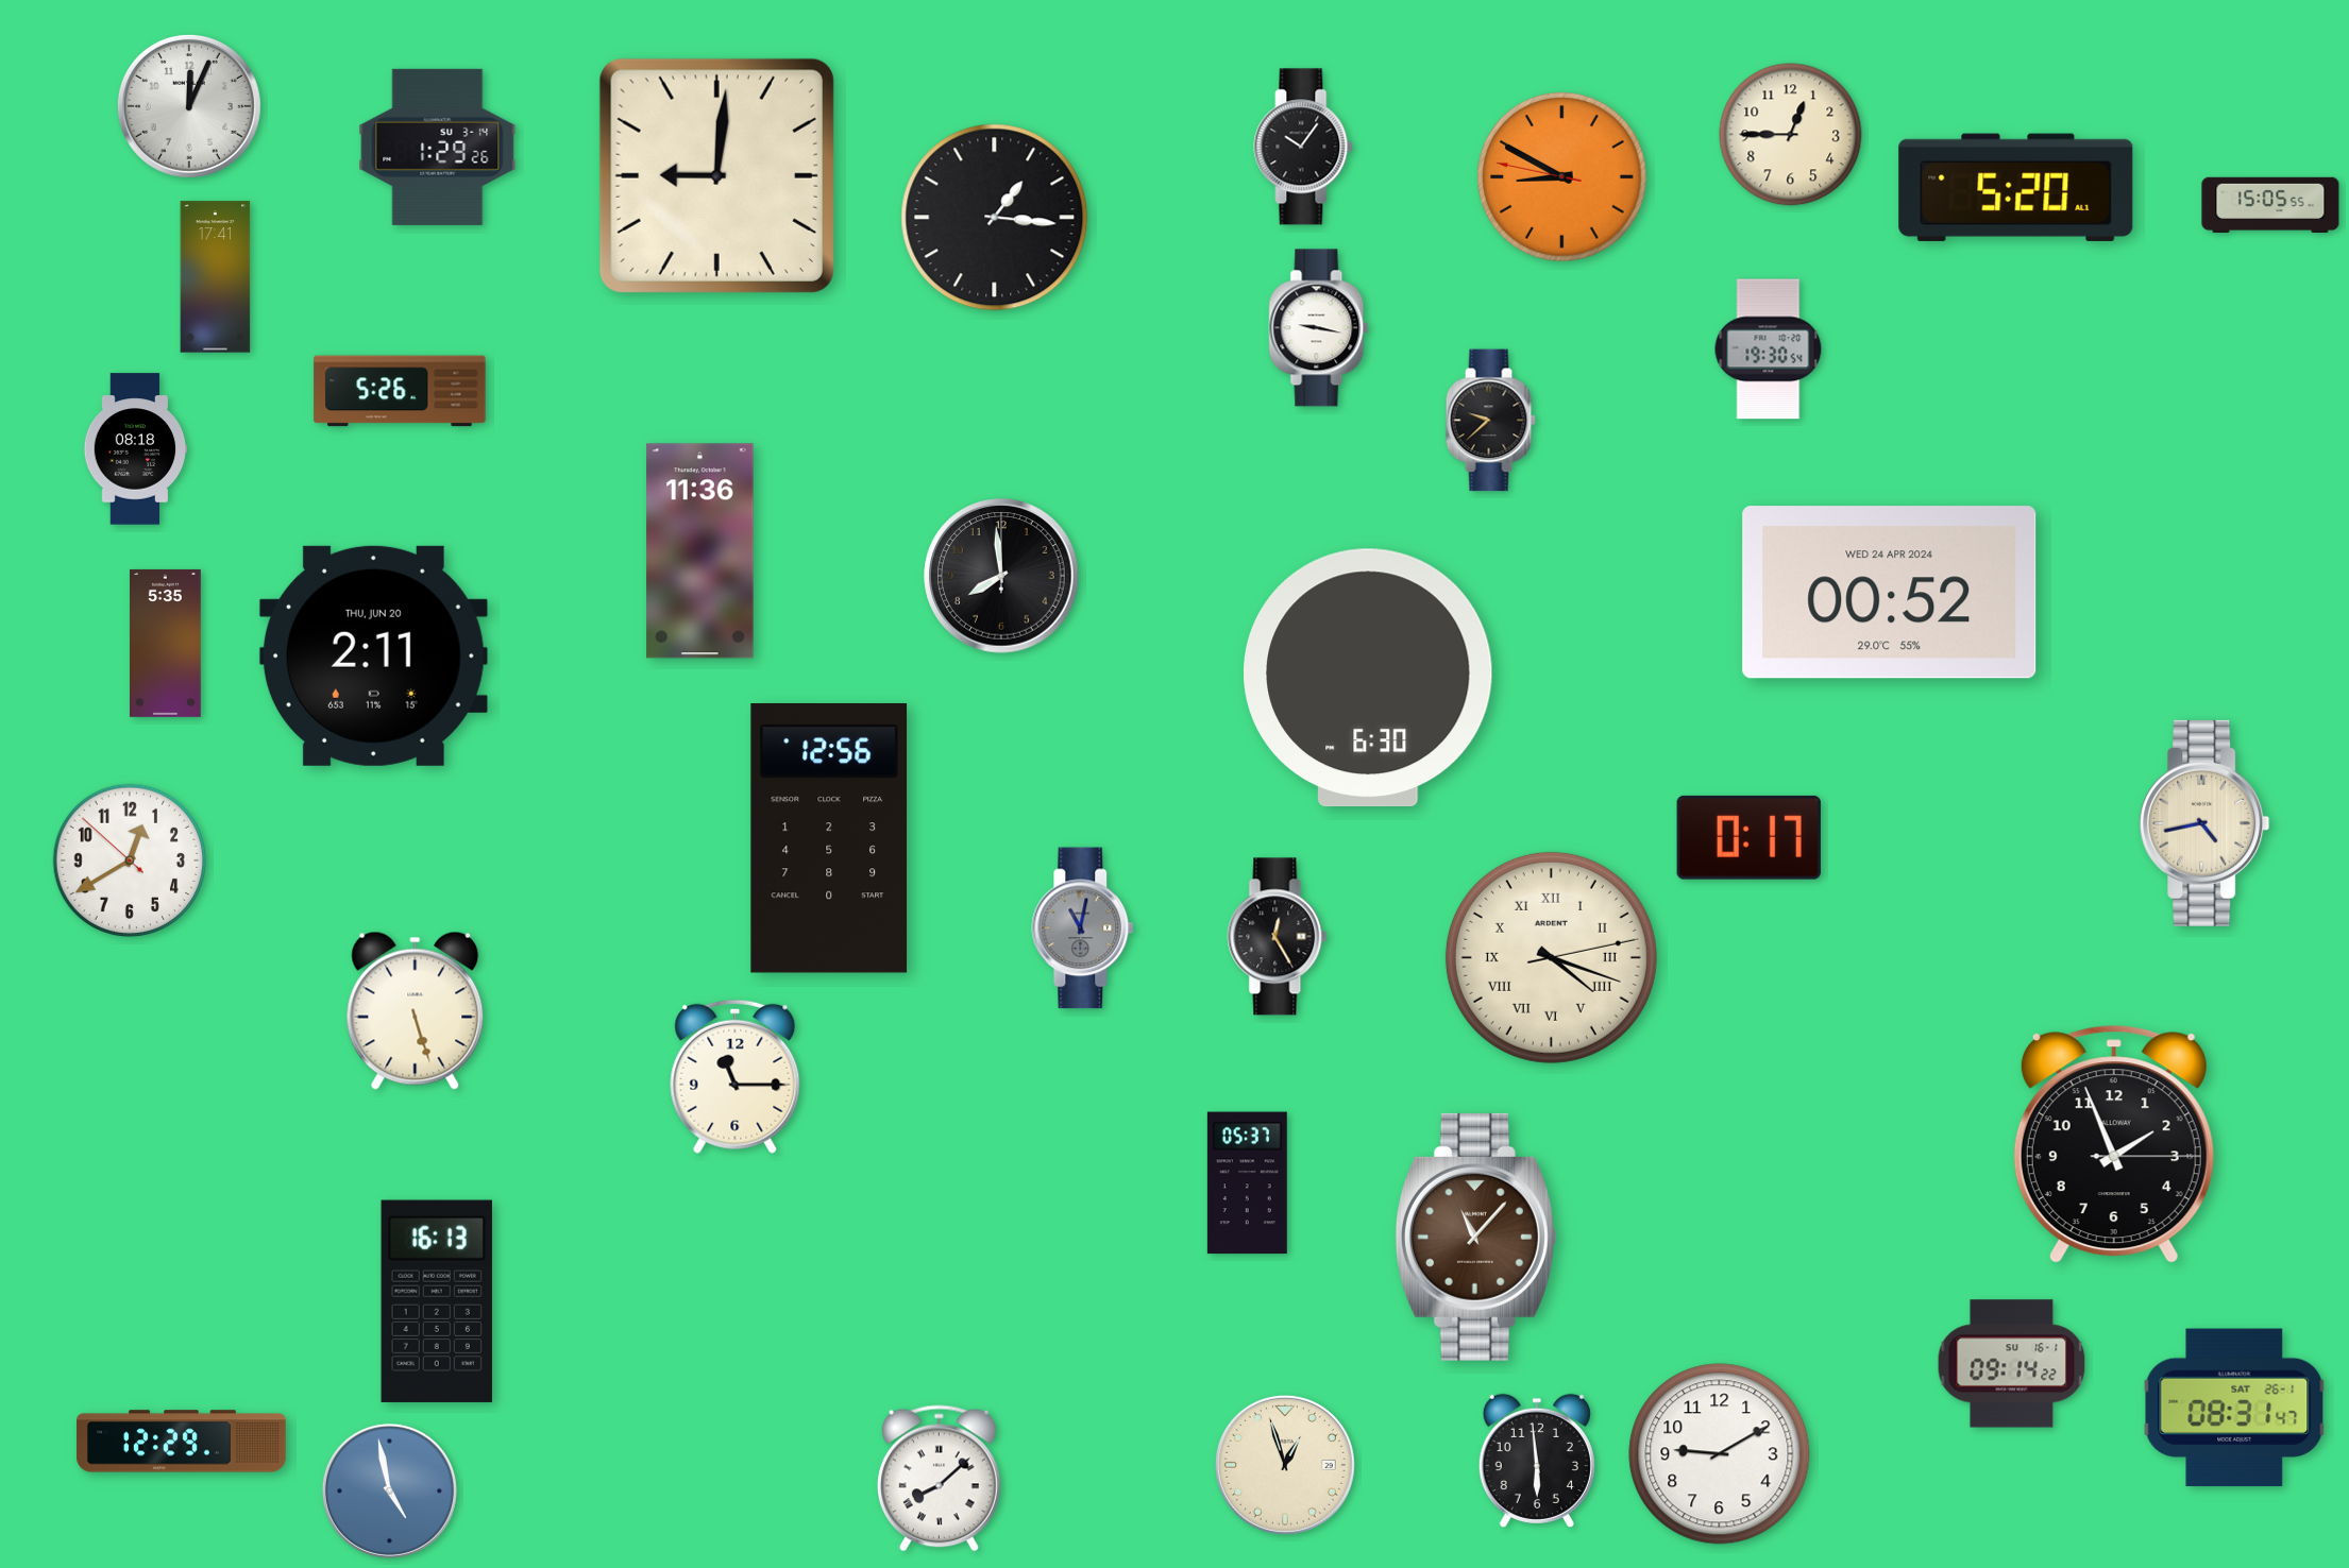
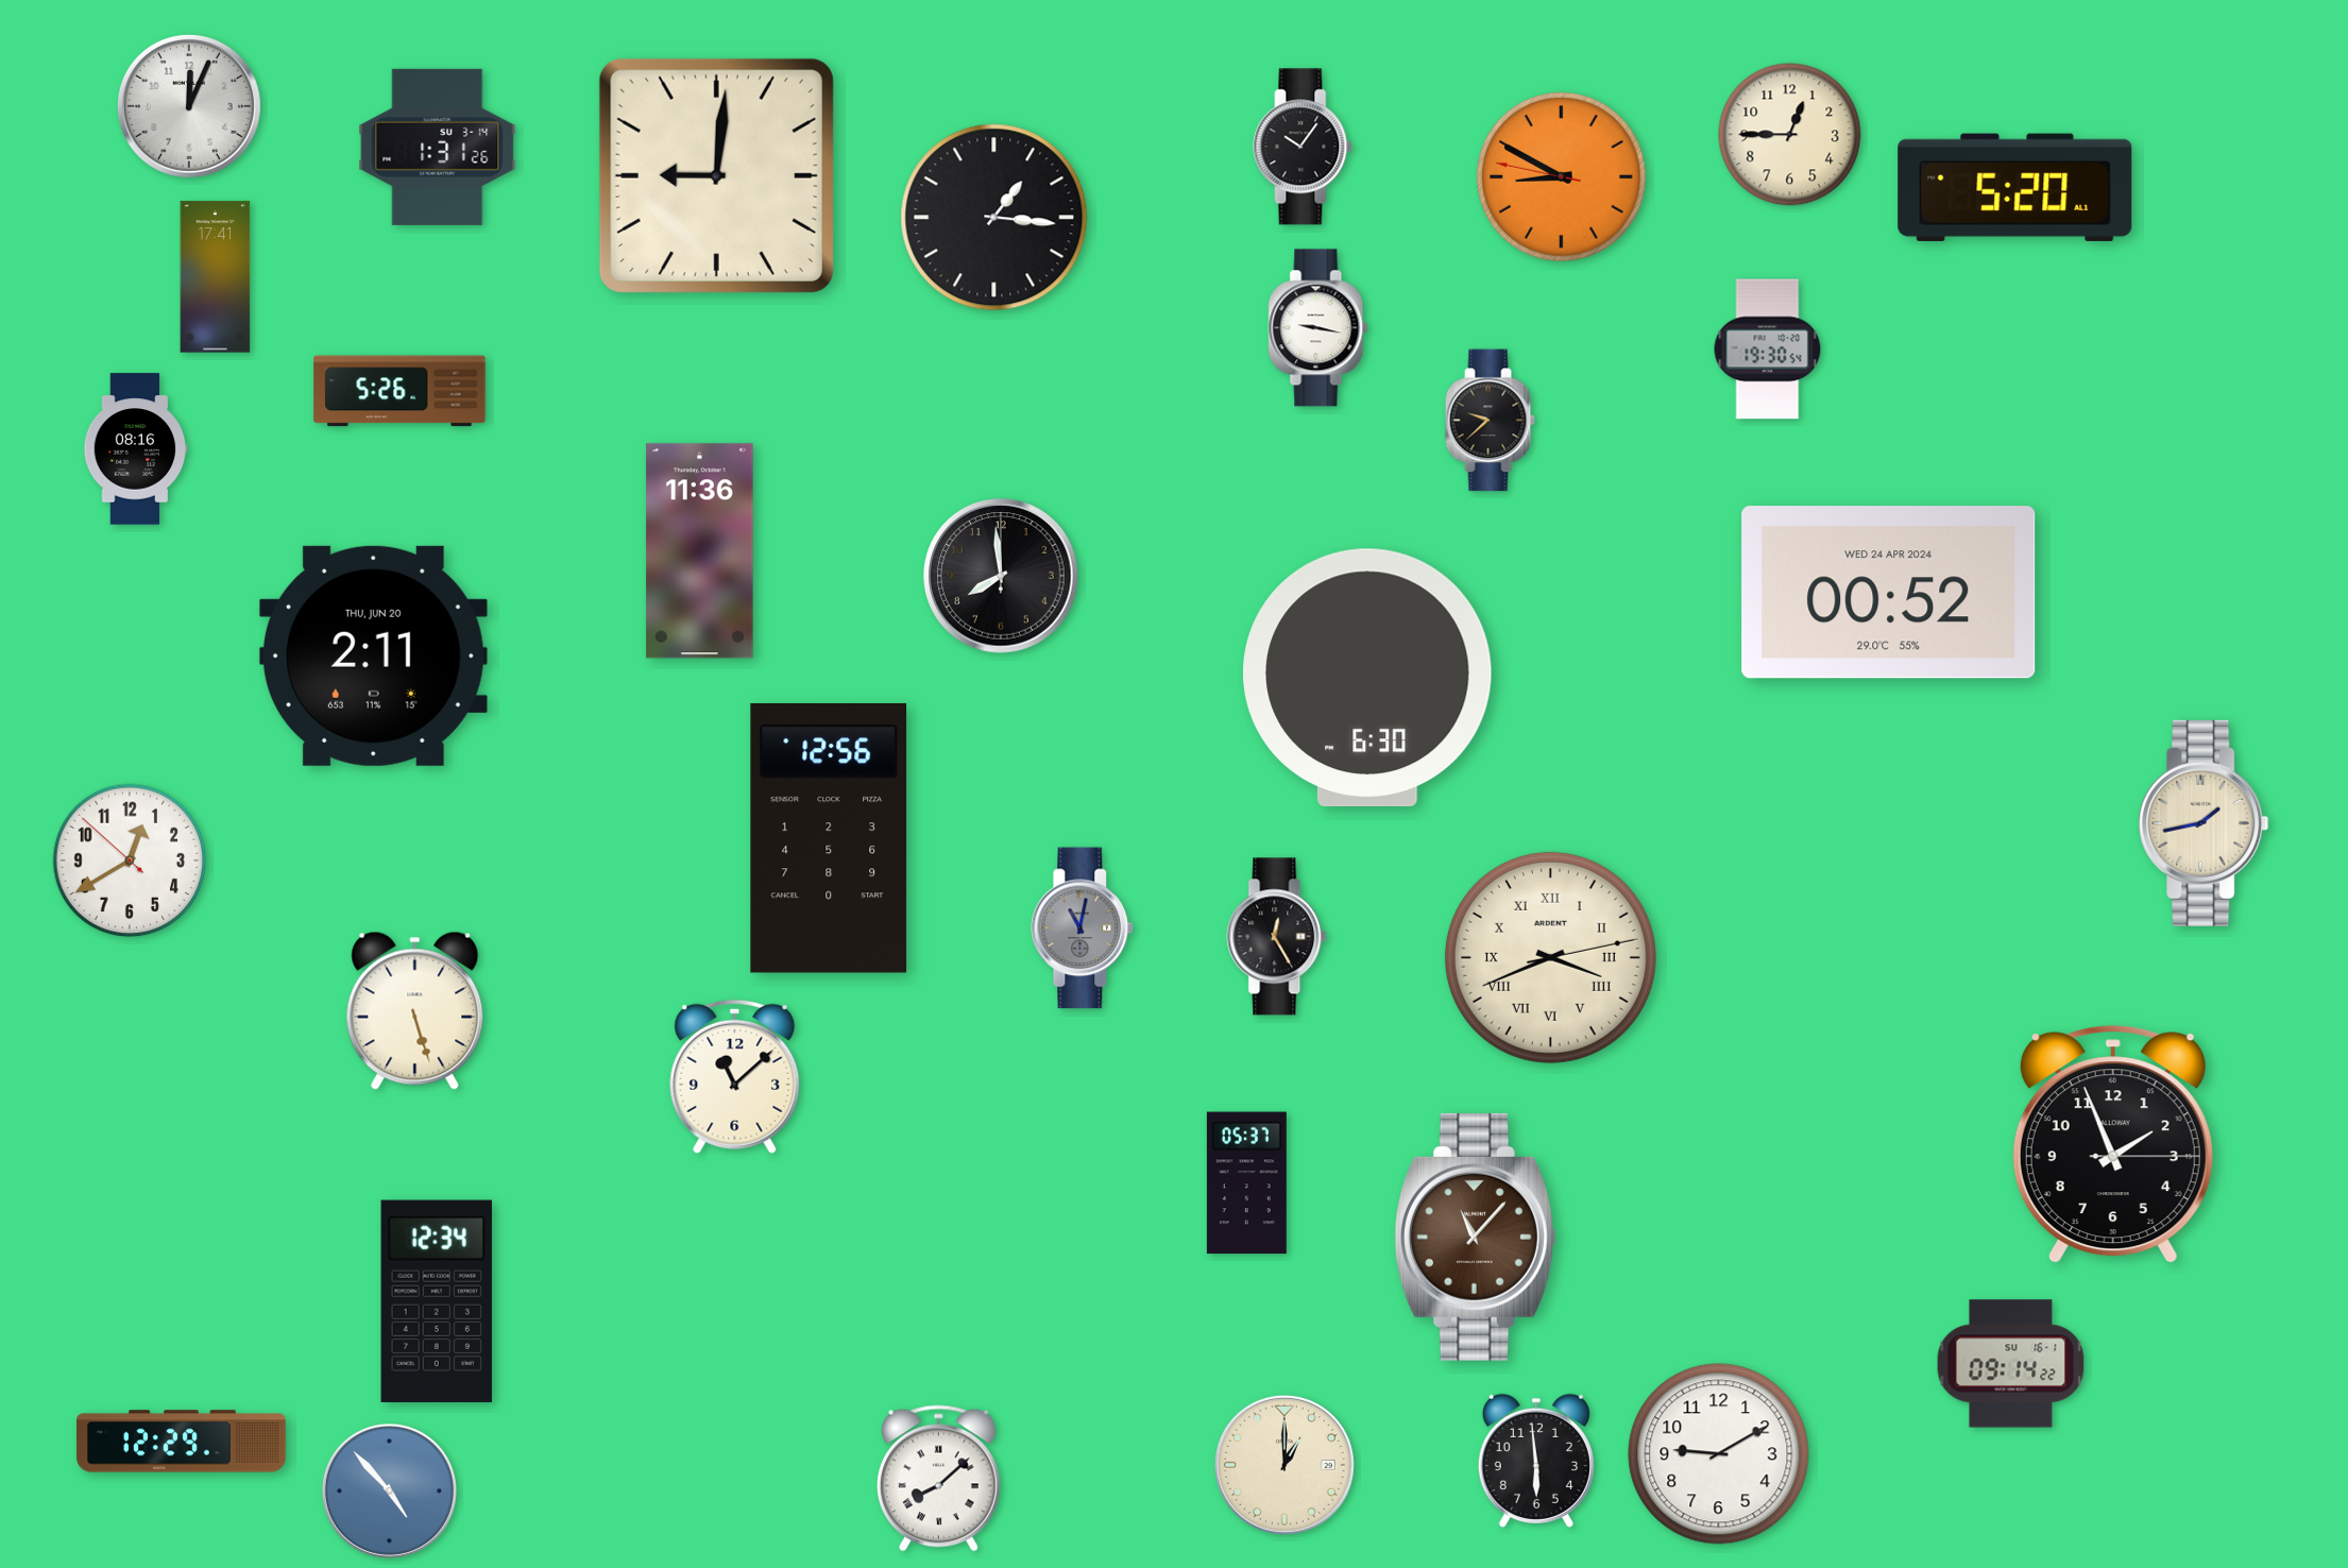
clock at (438, 147): 1:29 -> 1:31
clock at (2270, 204): 15:05 -> none
clock at (136, 449): 08:18 -> 08:16
clock at (166, 643): 5:35 -> none
clock at (2204, 823): 4:43 -> 1:43
clock at (1748, 837): 0:17 -> none
clock at (1551, 957): 4:18 -> 3:41
clock at (736, 1076): 11:15 -> 11:08
clock at (437, 1301): 16:13 -> 12:34
clock at (2234, 1408): 08:31 -> none
clock at (1285, 1465): 12:57 -> 1:00
clock at (389, 1490): 4:58 -> 4:53
